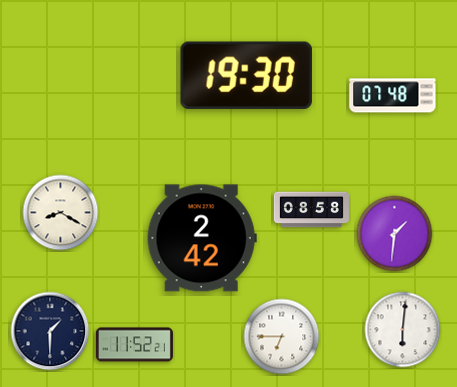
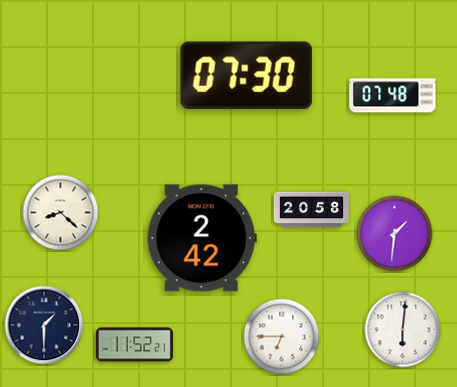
clock at (246, 75): 19:30 -> 07:30
clock at (311, 210): 08:58 -> 20:58
clock at (61, 213): 8:20 -> 8:22
clock at (50, 331) position: (50, 331) -> (44, 325)
